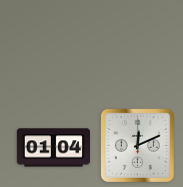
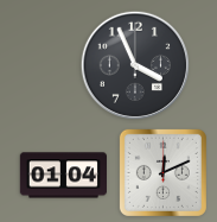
clock at (134, 64): none -> 3:56
